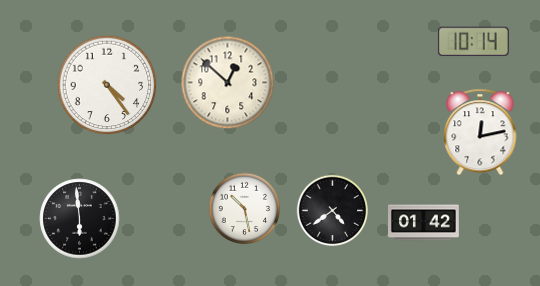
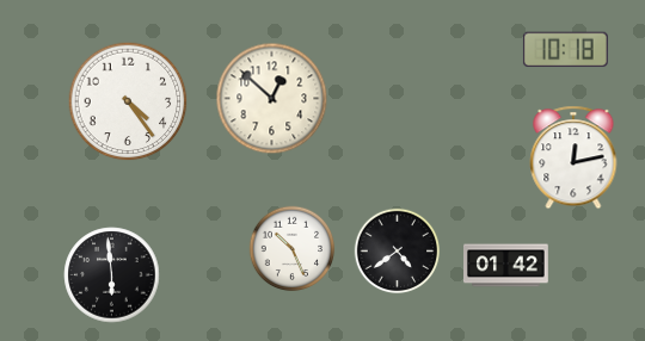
clock at (473, 42): 10:14 -> 10:18
clock at (245, 209): 10:28 -> 10:26
clock at (80, 219) position: (80, 219) -> (112, 275)
